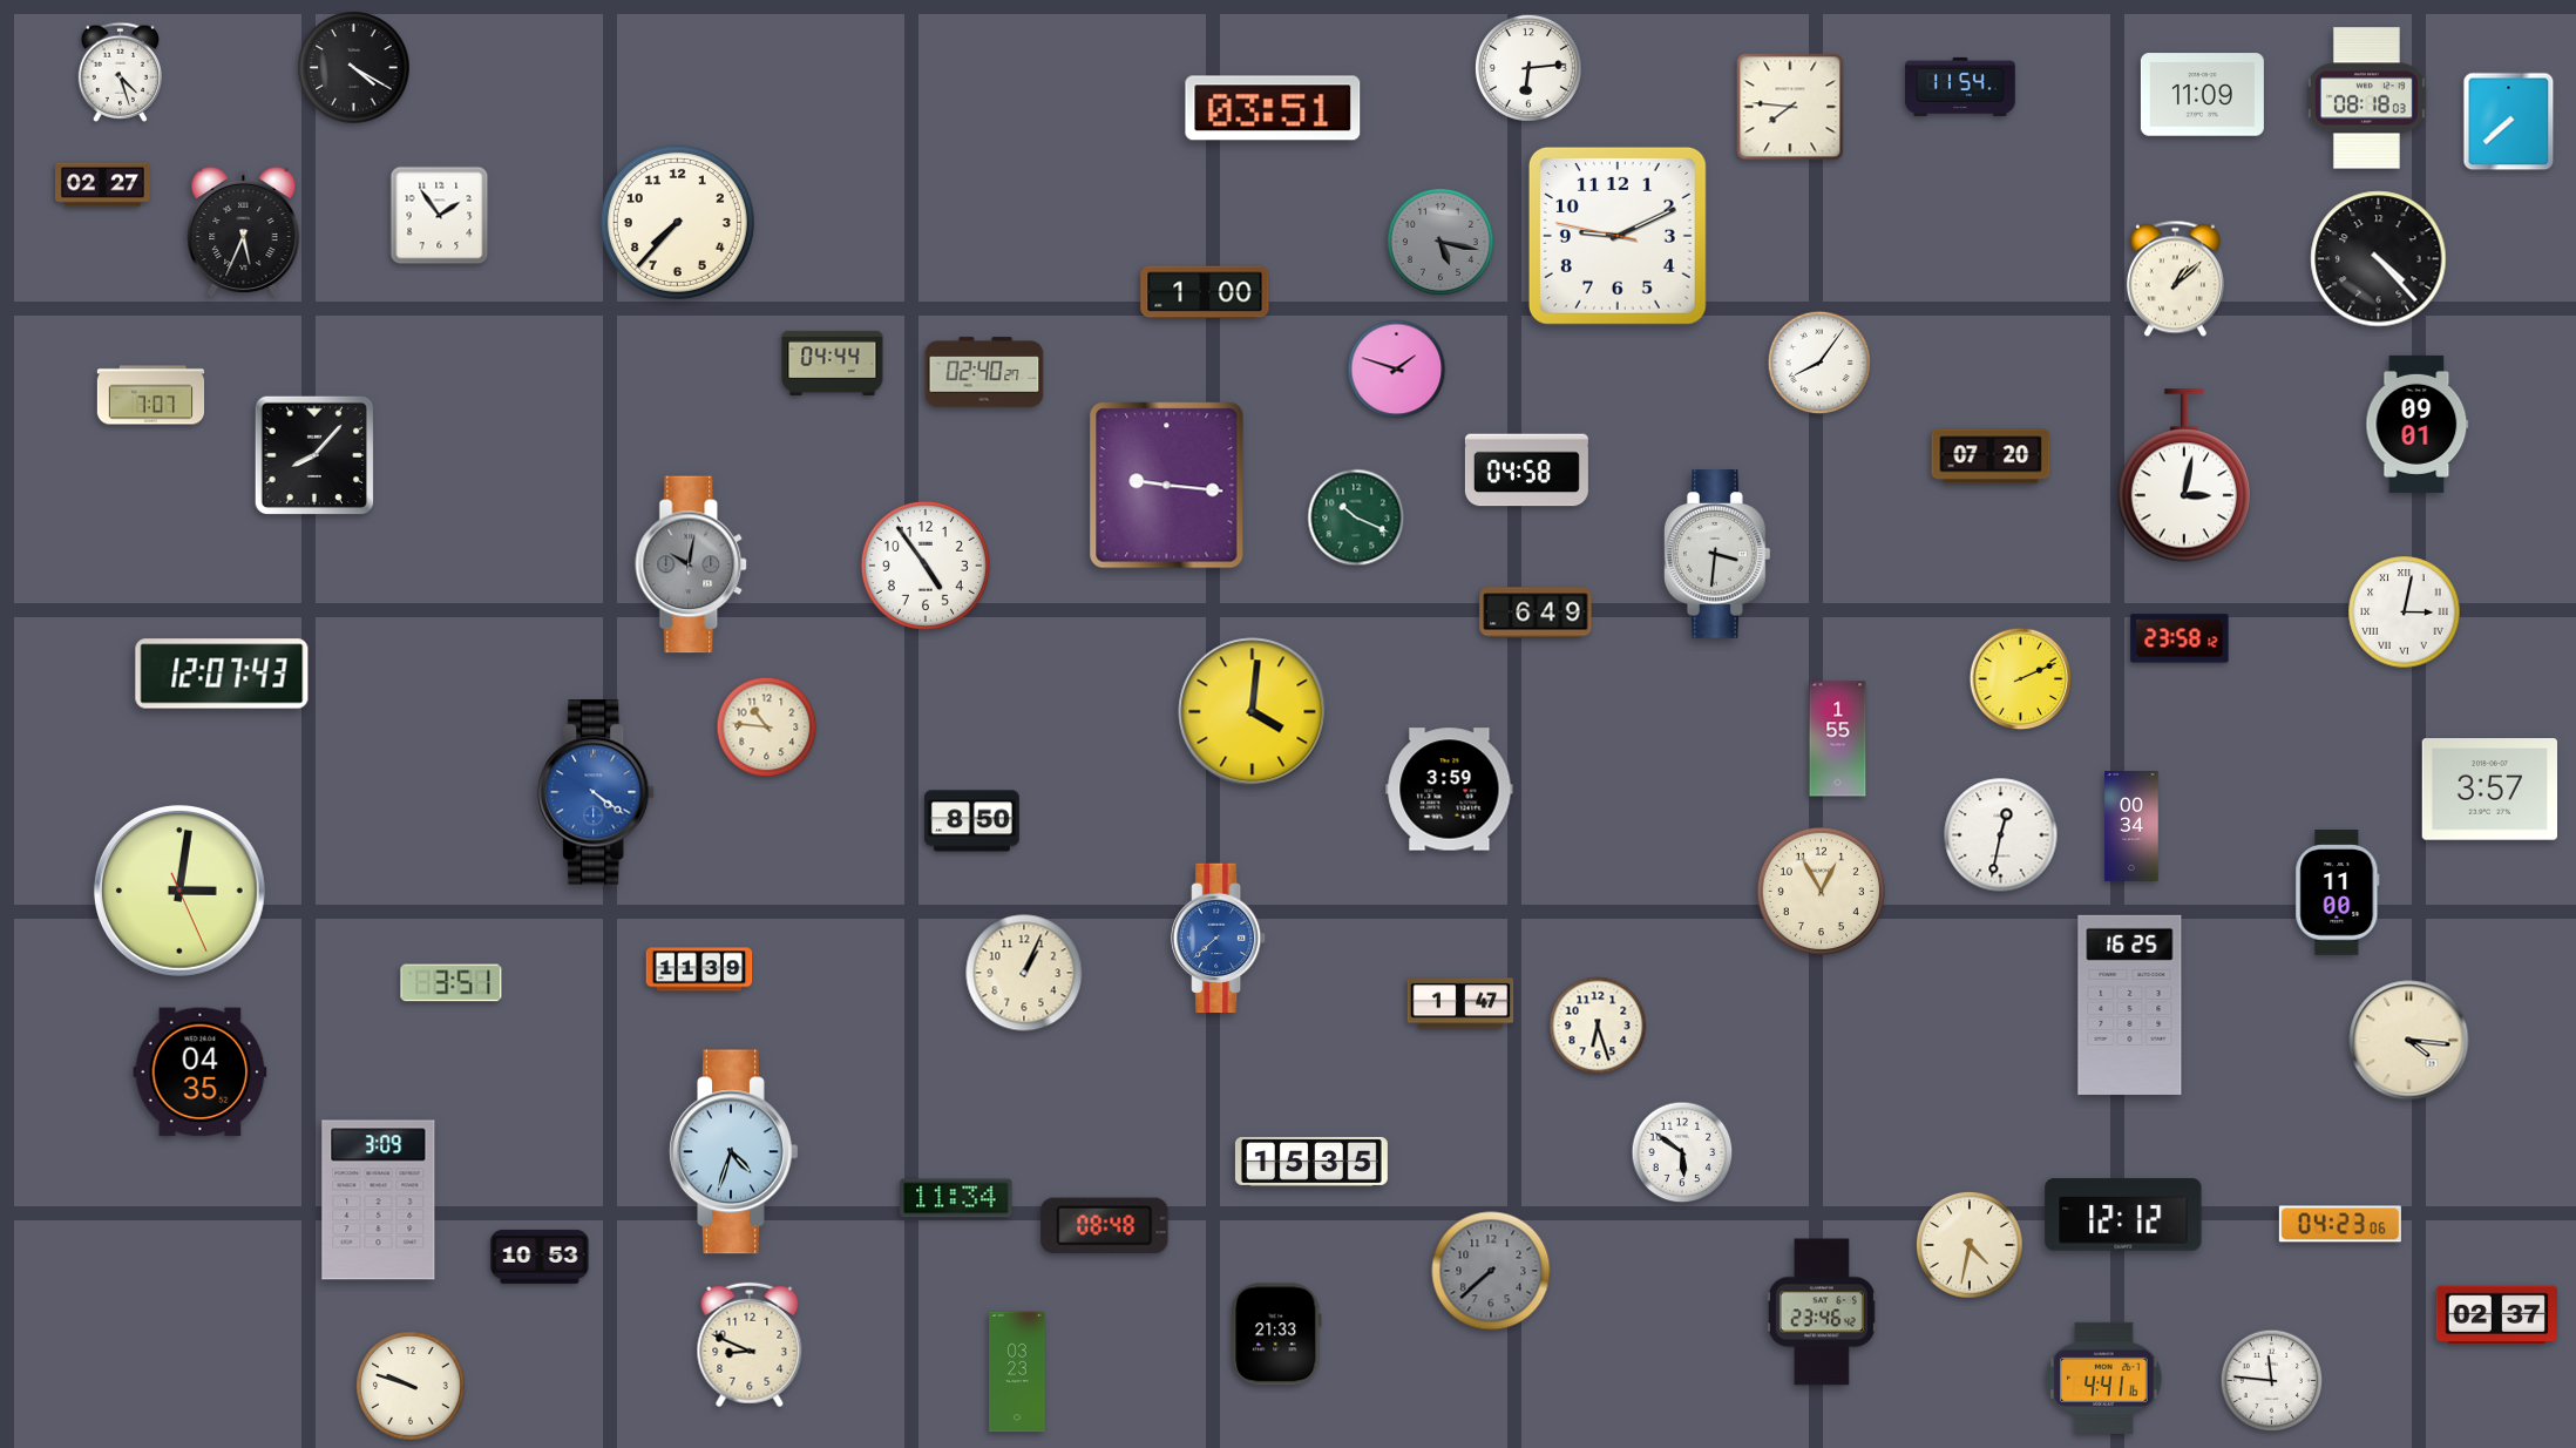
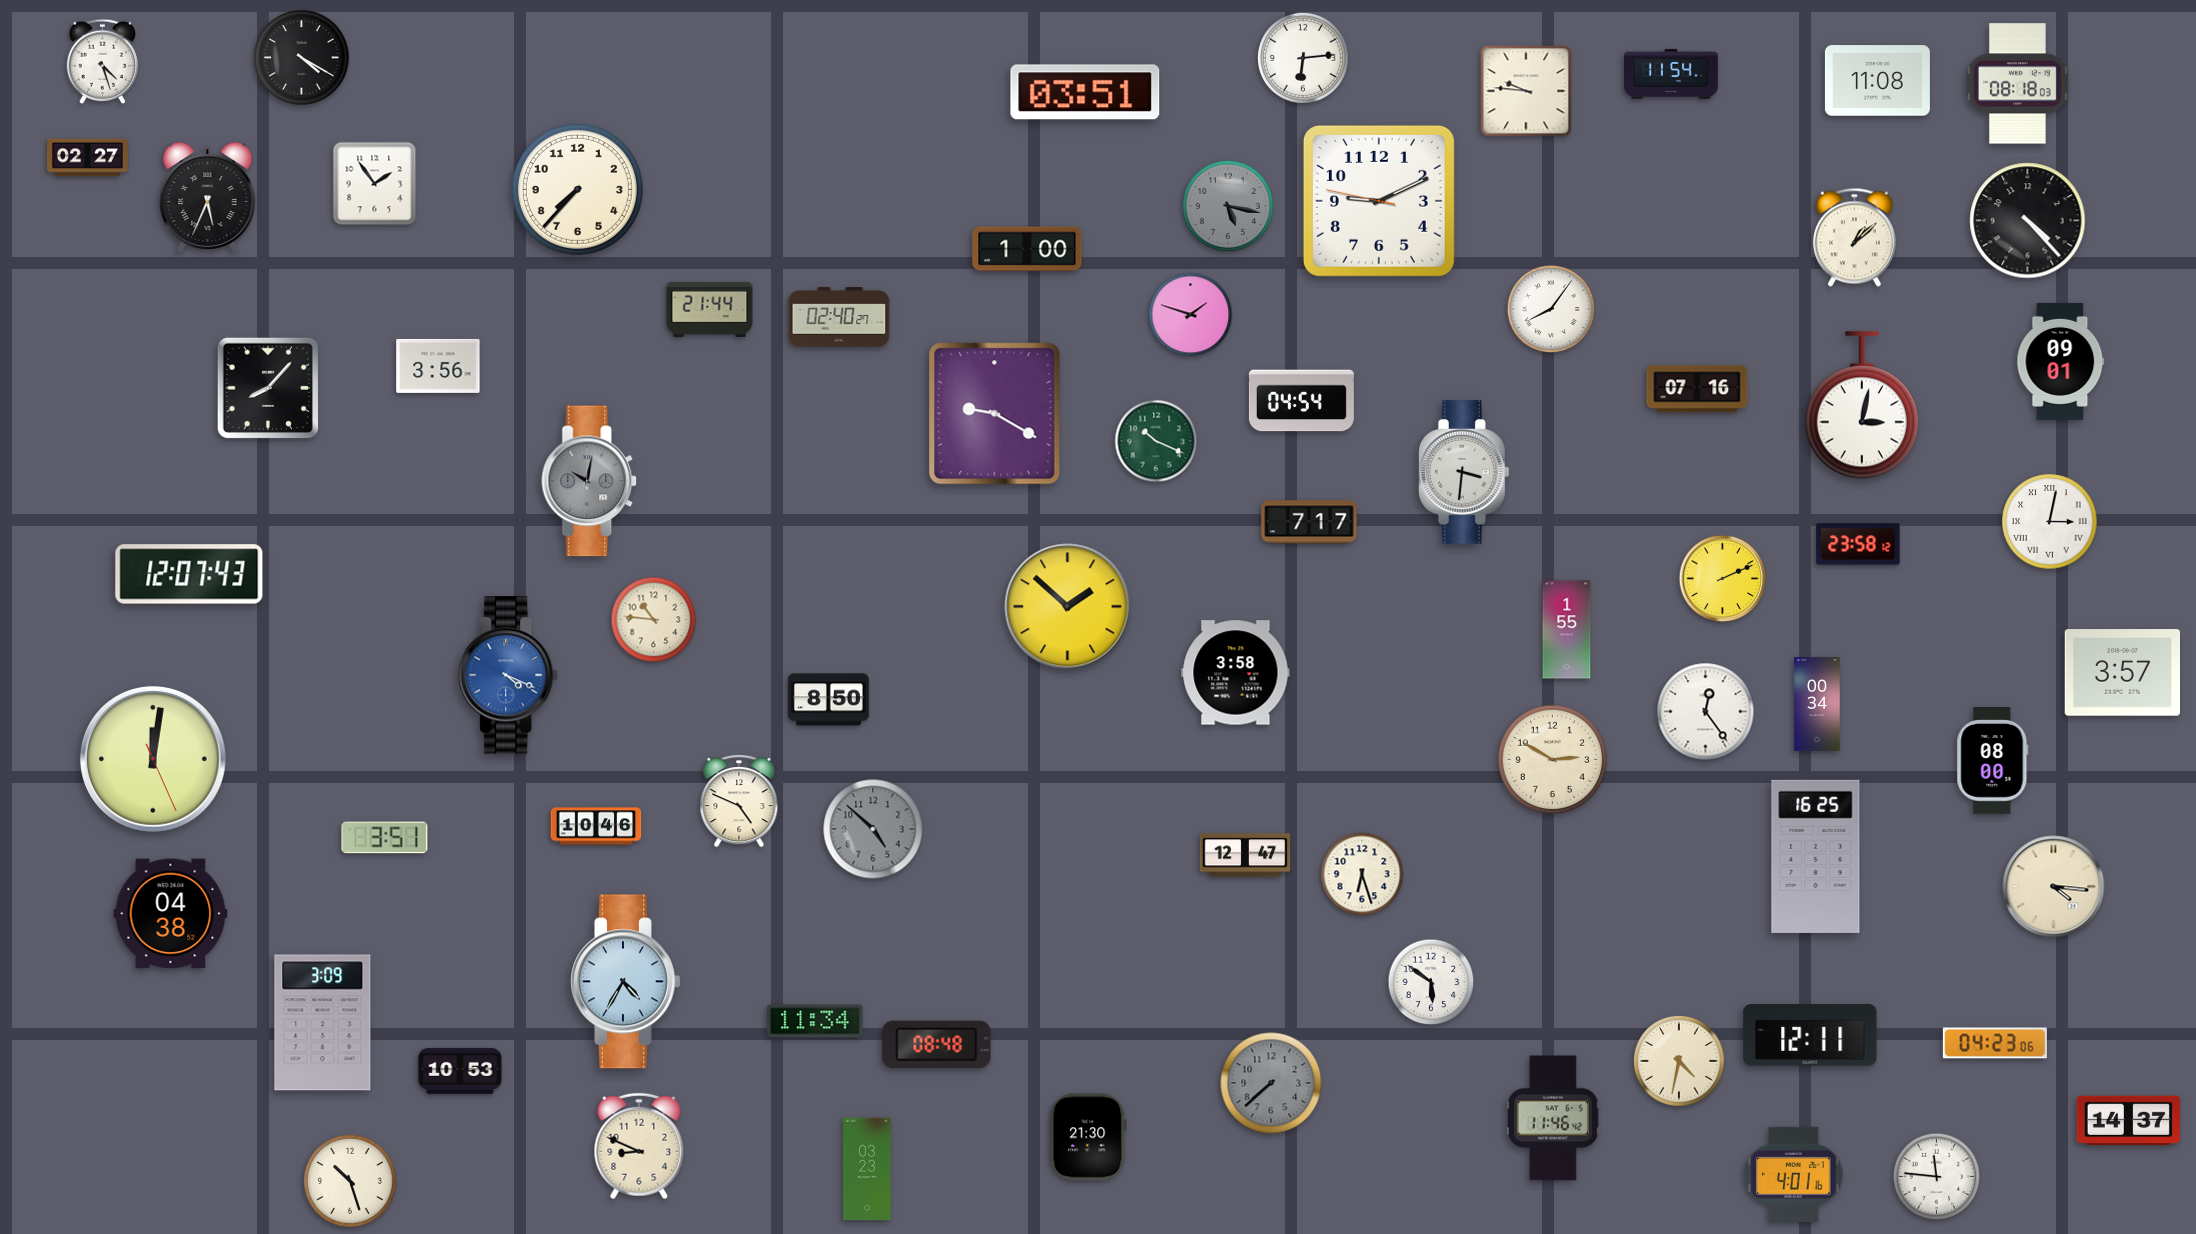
clock at (2202, 95): 11:09 -> 11:08
clock at (1790, 107): 7:46 -> 9:46
clock at (2509, 122): 7:38 -> none
clock at (833, 363): 04:44 -> 21:44
clock at (151, 395): 7:07 -> none
clock at (438, 366): none -> 3:56
clock at (1991, 456): 07:20 -> 07:16
clock at (1526, 471): 04:58 -> 04:54
clock at (1167, 486): 9:16 -> 9:20
clock at (926, 566): 4:54 -> none
clock at (1536, 613): 6:49 -> 7:17
clock at (1253, 712): 4:01 -> 1:52
clock at (1450, 790): 3:59 -> 3:58
clock at (597, 792): 4:21 -> 4:19
clock at (2001, 835): 12:32 -> 12:24
clock at (179, 891): 3:01 -> 12:01
clock at (1821, 891): 12:55 -> 2:50
clock at (2338, 893): 11:00 -> 08:00
clock at (1219, 939): 7:38 -> none
clock at (739, 802): none -> 4:49
clock at (699, 969): 11:39 -> 10:46
clock at (1024, 973): 1:04 -> 4:52
clock at (1024, 973) dial: cream -> grey
clock at (1460, 1003): 1:47 -> 12:47
clock at (201, 1073): 04:35 -> 04:38
clock at (734, 1152): 4:33 -> 4:35
clock at (1682, 1152) position: (1682, 1152) -> (1431, 982)
clock at (1311, 1162): 15:35 -> none
clock at (2123, 1214): 12:12 -> 12:11
clock at (1105, 1226) position: (1105, 1226) -> (937, 1045)
clock at (1822, 1312): 23:46 -> 11:46
clock at (2496, 1315): 02:37 -> 14:37
clock at (1276, 1334): 21:33 -> 21:30
clock at (2104, 1378): 4:41 -> 4:01
clock at (412, 1387): 9:48 -> 10:27
